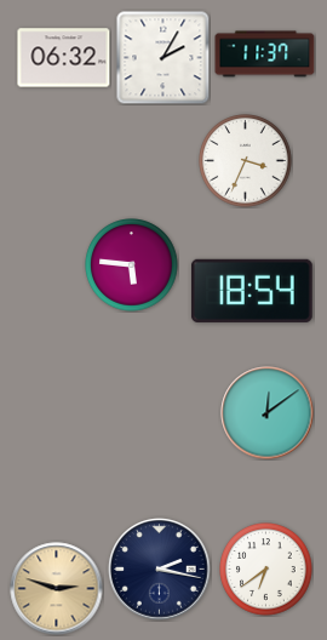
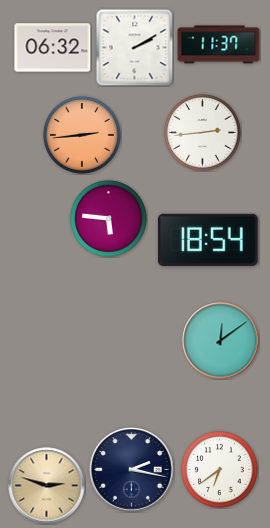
clock at (162, 57): 2:05 -> 2:10
clock at (246, 161): 3:34 -> 2:44
clock at (82, 135): none -> 2:44
